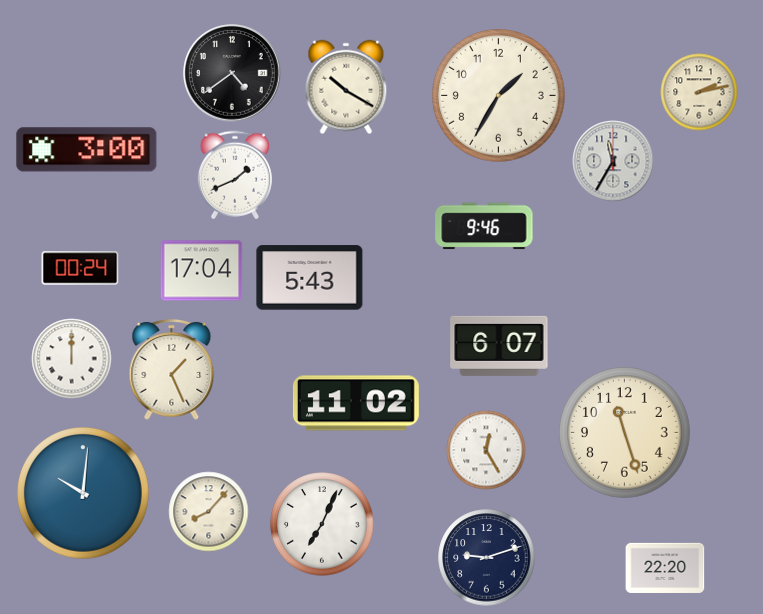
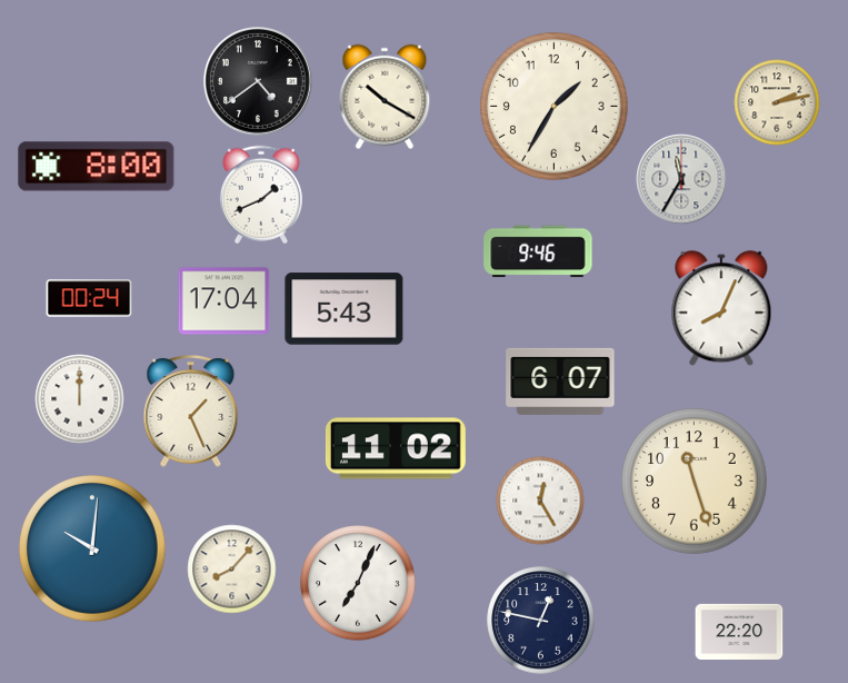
clock at (87, 150): 3:00 -> 8:00
clock at (721, 309): none -> 8:04
clock at (499, 346) position: (499, 346) -> (560, 382)
clock at (487, 558): 9:12 -> 12:47
